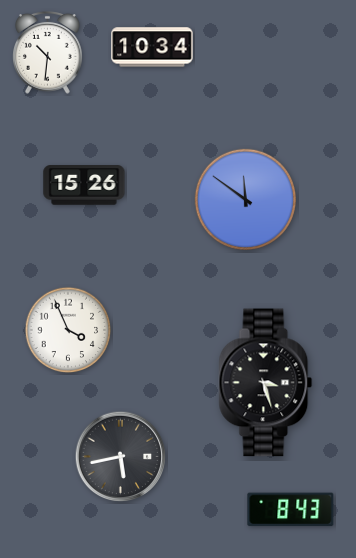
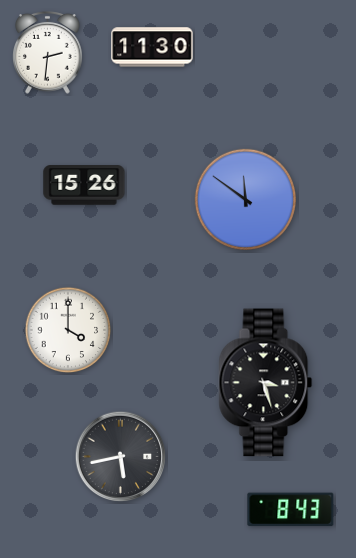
clock at (152, 47): 10:34 -> 11:30
clock at (48, 52): 10:31 -> 2:31
clock at (68, 330): 3:56 -> 4:00
